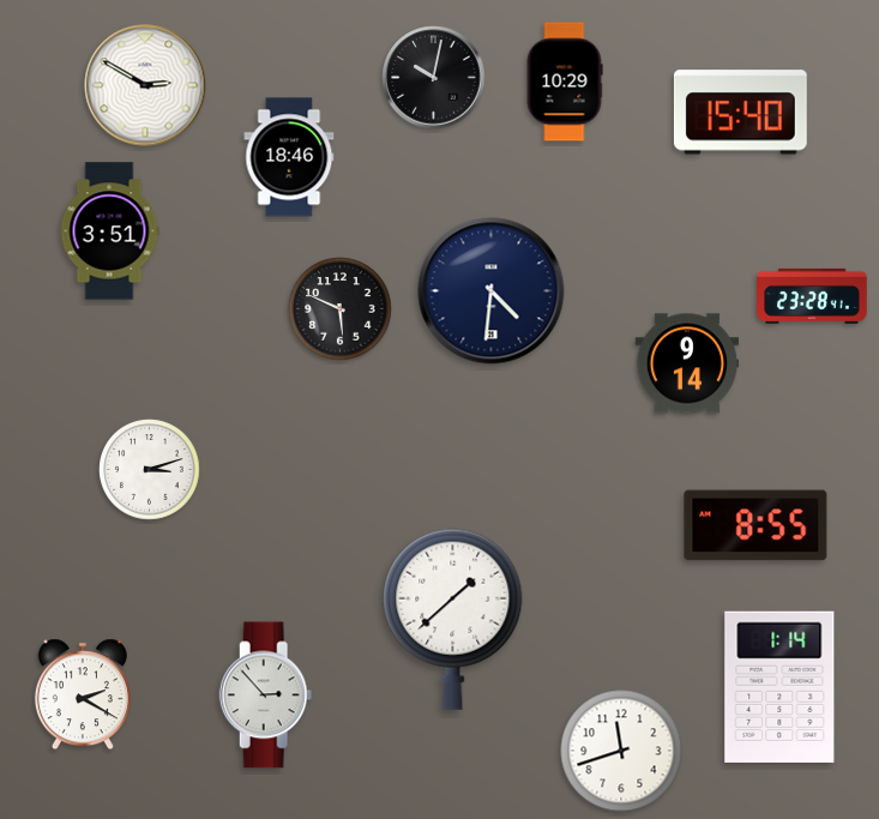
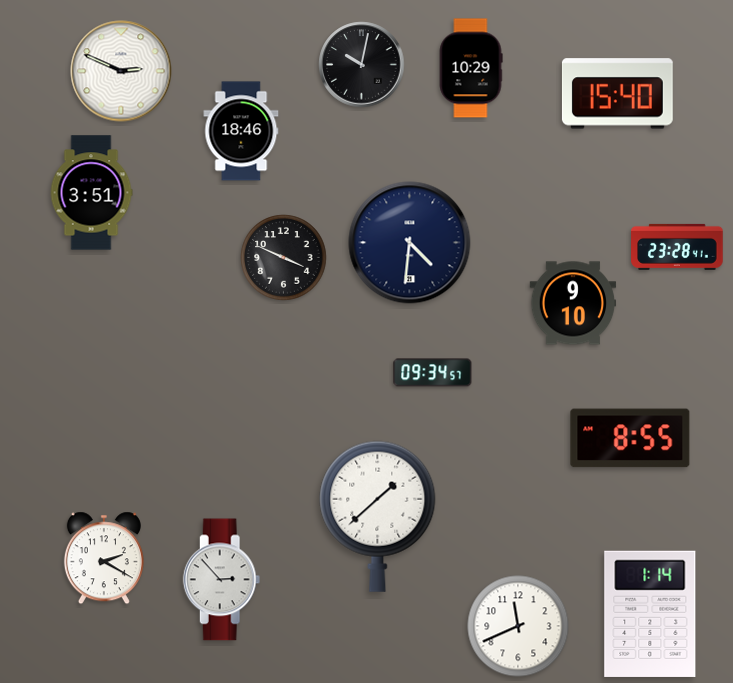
clock at (145, 85): 2:50 -> 2:49
clock at (341, 309): 5:49 -> 3:49
clock at (687, 363): 9:14 -> 9:10
clock at (433, 373): none -> 09:34
clock at (150, 470): 3:12 -> none
clock at (779, 687) position: (779, 687) -> (650, 614)
clock at (83, 694) position: (83, 694) -> (104, 558)
clock at (621, 751): 11:42 -> 11:41
